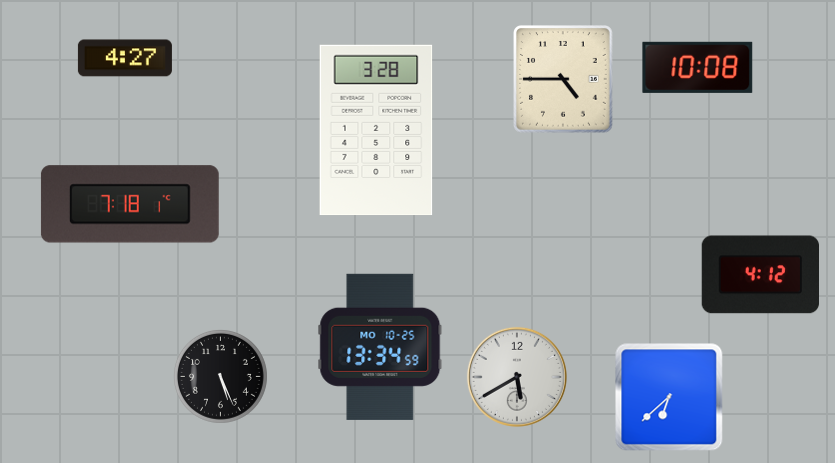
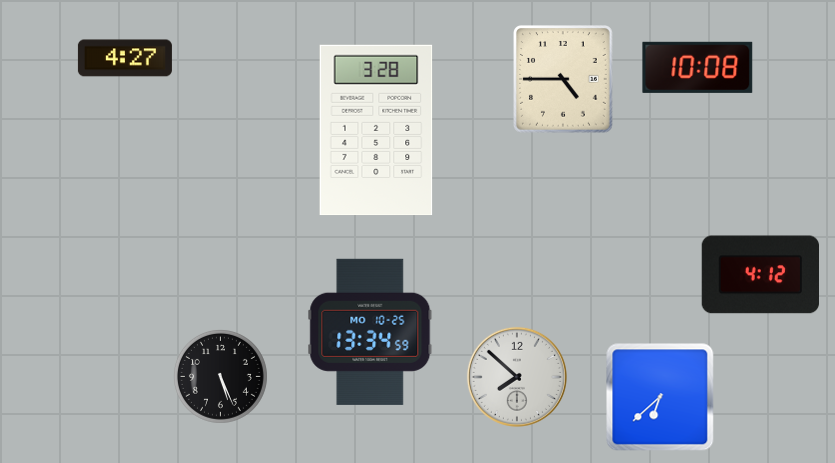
clock at (130, 204): 7:18 -> none
clock at (380, 347) position: (380, 347) -> (370, 332)
clock at (517, 377): 5:40 -> 7:52
clock at (669, 397) position: (669, 397) -> (660, 397)
